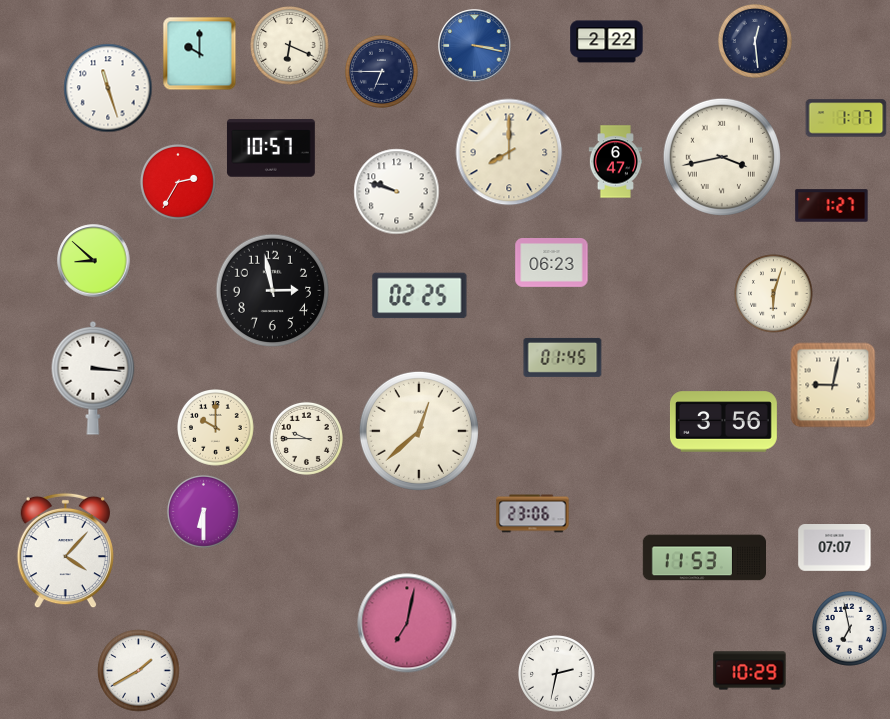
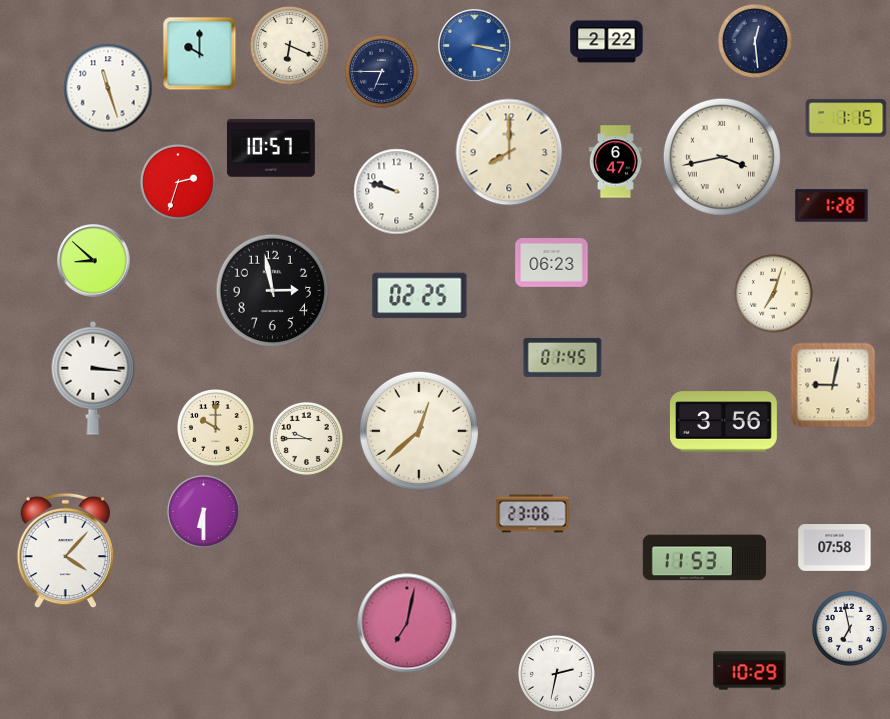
clock at (846, 118): 1:17 -> 1:15
clock at (179, 183): 2:35 -> 2:33
clock at (832, 206): 1:27 -> 1:28
clock at (774, 294): 6:03 -> 7:03
clock at (835, 548): 07:07 -> 07:58
clock at (139, 671): 1:40 -> none
